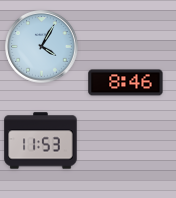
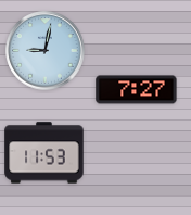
clock at (42, 47): 4:05 -> 9:02
clock at (126, 83): 8:46 -> 7:27
